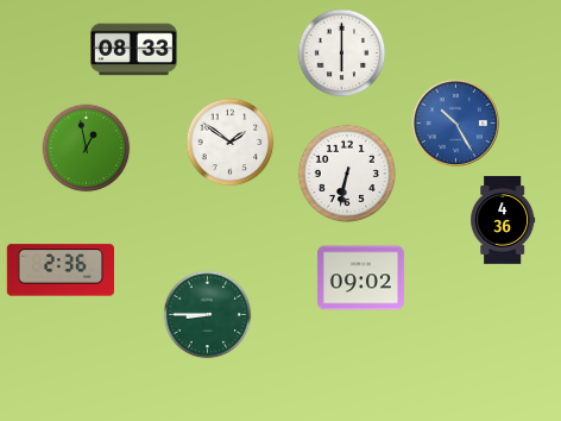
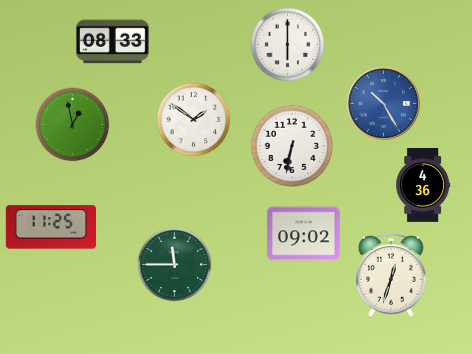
clock at (59, 270): 2:36 -> 11:25
clock at (208, 315): 8:45 -> 11:45
clock at (391, 276): none -> 12:33
